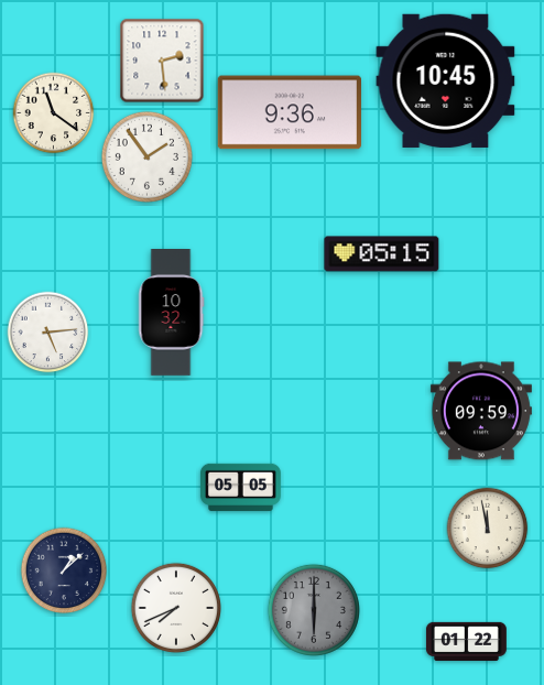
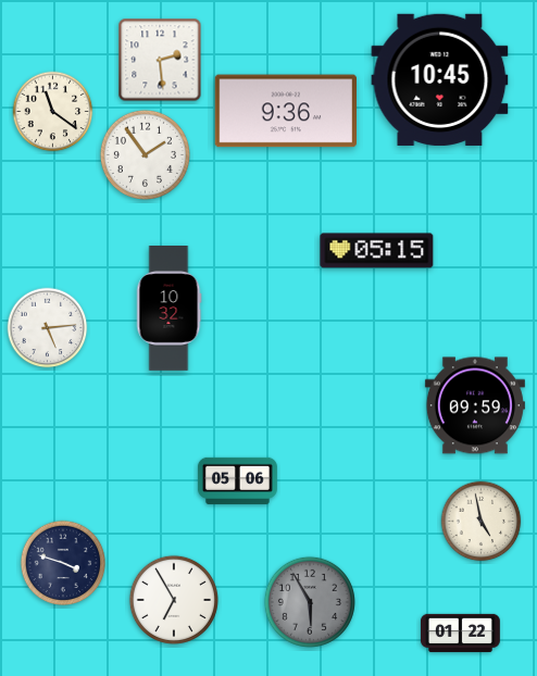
clock at (240, 487): 05:05 -> 05:06
clock at (488, 529): 11:58 -> 4:58
clock at (64, 570): 1:08 -> 3:48
clock at (176, 608): 7:41 -> 6:55
clock at (314, 610): 6:00 -> 5:55
